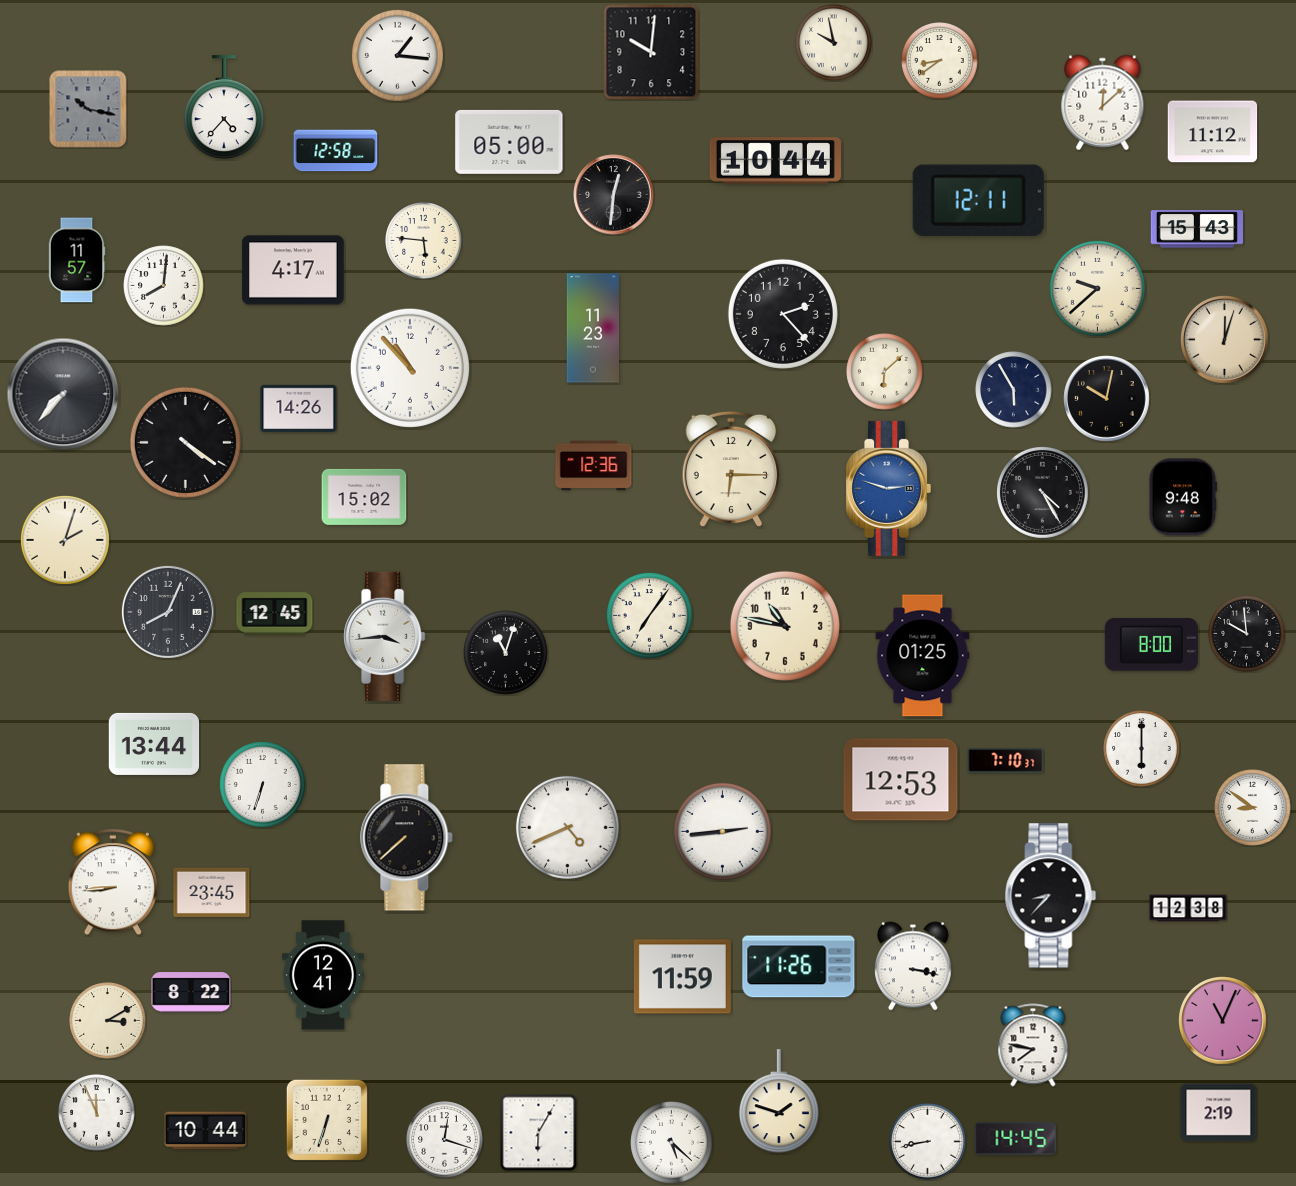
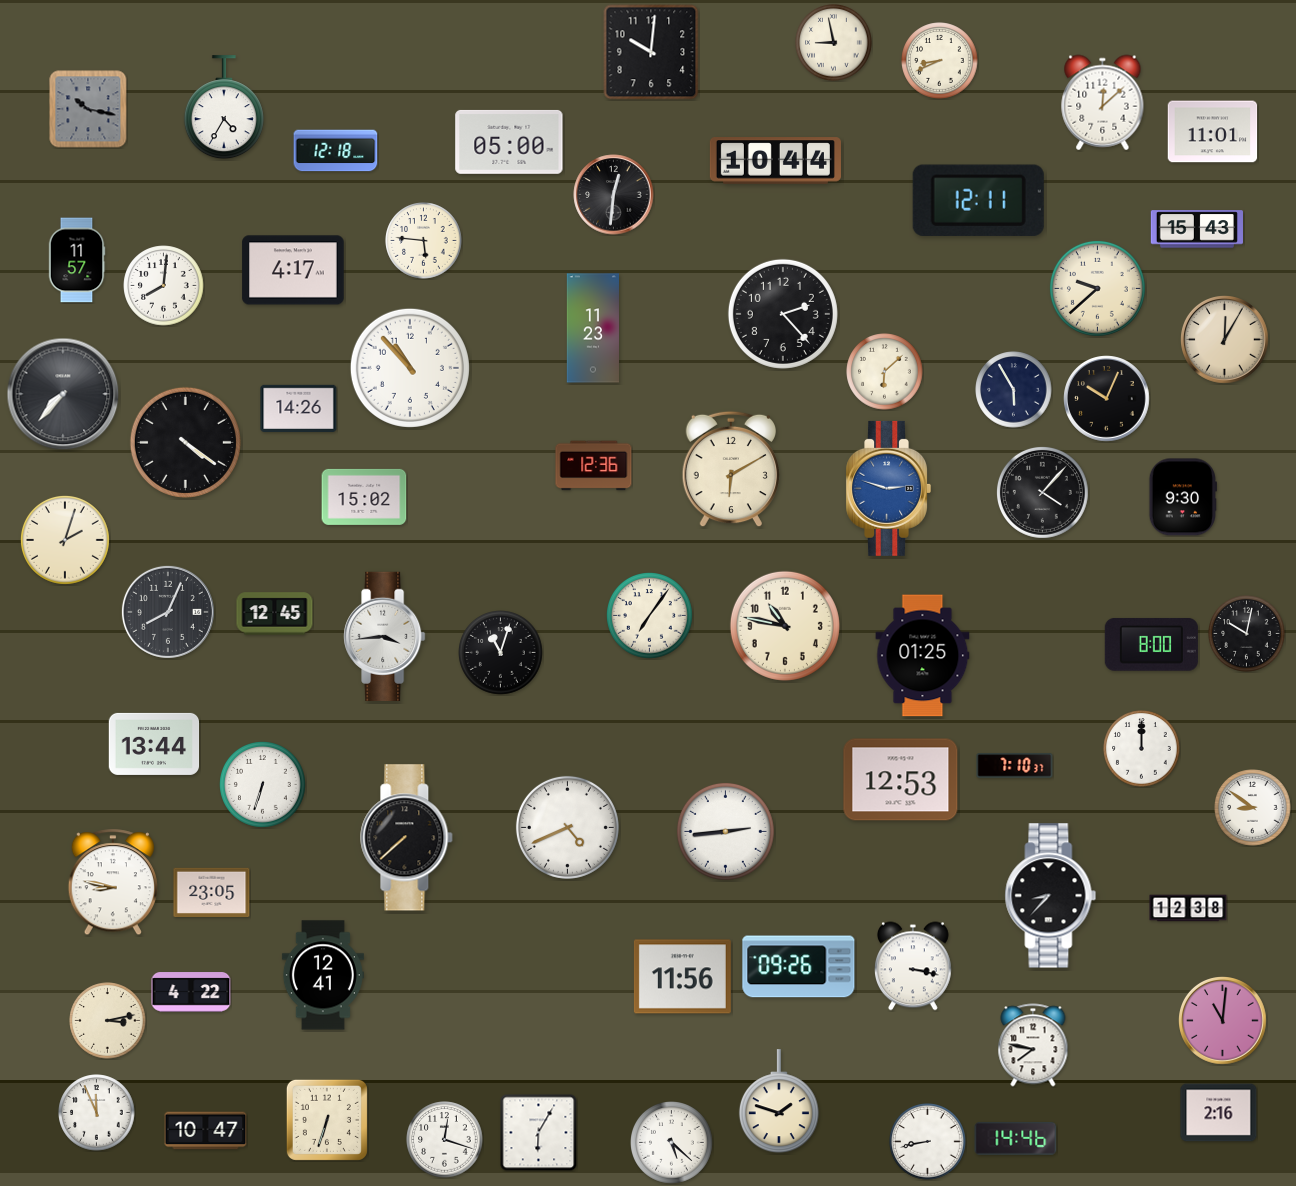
clock at (834, 43): 9:58 -> 8:58
clock at (397, 55): 1:16 -> none
clock at (940, 61): 8:39 -> 8:41
clock at (224, 108): 4:37 -> 4:35
clock at (1213, 132): 11:12 -> 11:01
clock at (336, 151): 12:58 -> 12:18
clock at (1225, 340): 12:03 -> 12:05
clock at (1107, 399): 10:02 -> 10:04
clock at (730, 469): 6:15 -> 6:10
clock at (1042, 492): 4:25 -> 4:07
clock at (1183, 497): 9:48 -> 9:30
clock at (1247, 634): 9:59 -> 10:02
clock at (506, 653) position: (506, 653) -> (501, 653)
clock at (1142, 749): 6:00 -> 12:00
clock at (1006, 761) position: (1006, 761) -> (1015, 766)
clock at (722, 831) position: (722, 831) -> (725, 831)
clock at (113, 883): 8:44 -> 8:47
clock at (212, 892): 23:45 -> 23:05
clock at (799, 967): 11:26 -> 09:26
clock at (682, 977): 11:59 -> 11:56
clock at (191, 992): 8:22 -> 4:22
clock at (108, 1021): 3:10 -> 3:13
clock at (1223, 1021): 11:04 -> 11:01
clock at (1219, 1113): 2:19 -> 2:16
clock at (206, 1131): 10:44 -> 10:47
clock at (1016, 1138): 14:45 -> 14:46
